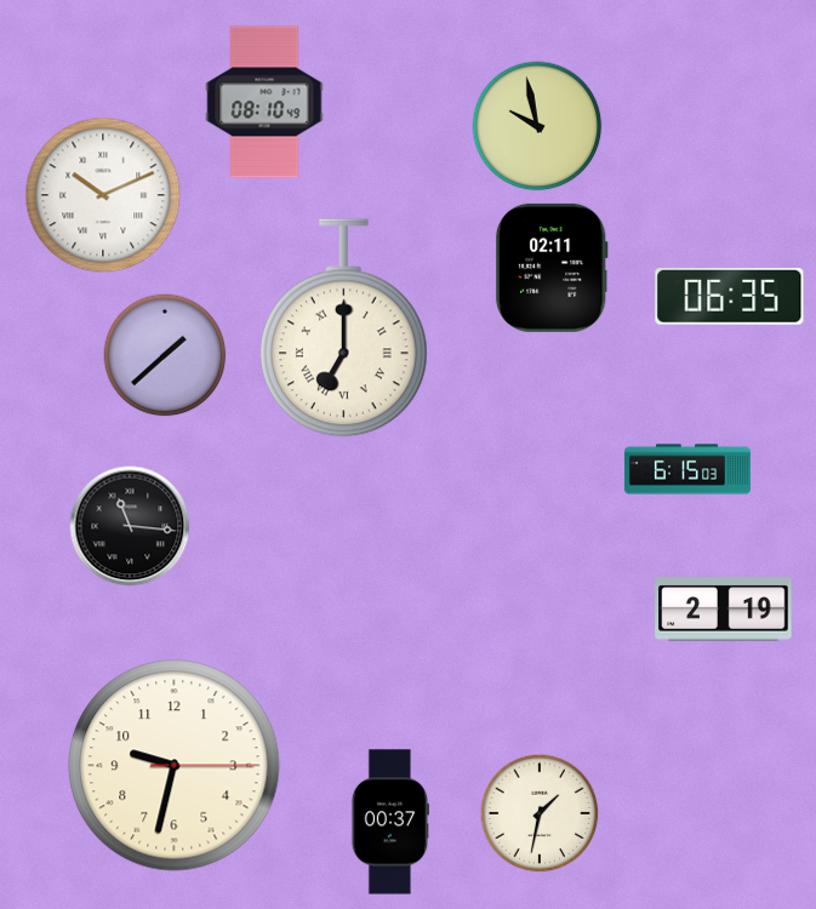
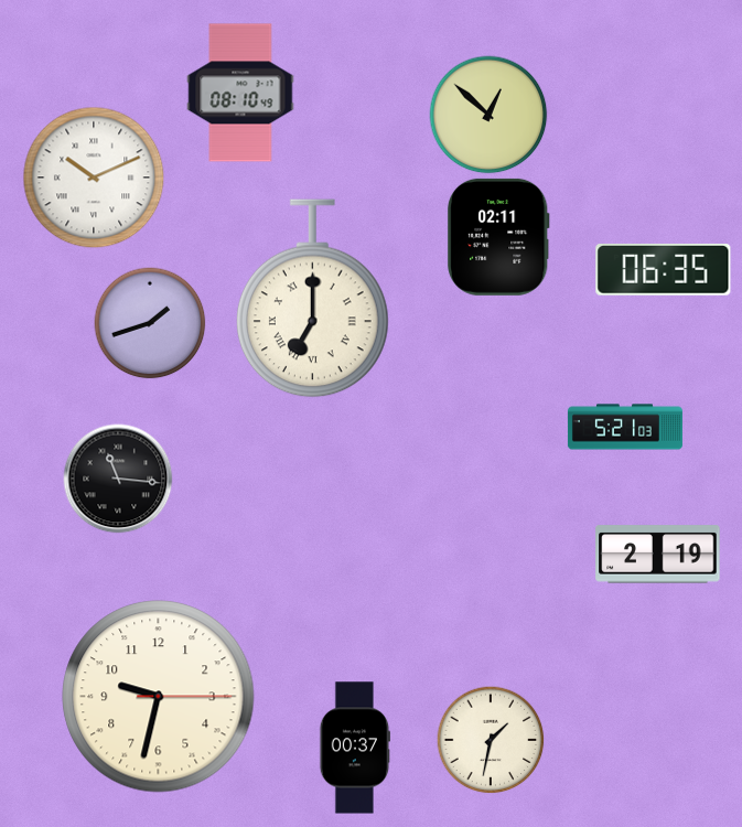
clock at (537, 126): 9:58 -> 12:52
clock at (553, 268) position: (553, 268) -> (499, 237)
clock at (165, 355): 1:38 -> 1:42
clock at (687, 469): 6:15 -> 5:21
